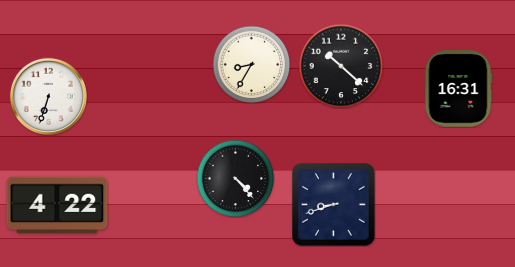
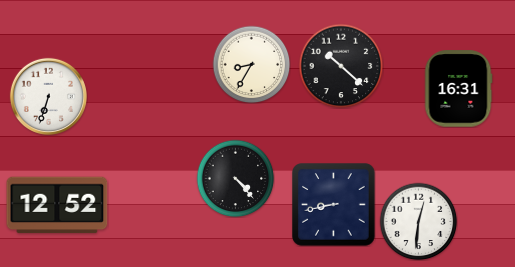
clock at (57, 205): 4:22 -> 12:52
clock at (334, 205): 8:42 -> 8:43
clock at (418, 221): none -> 12:31
